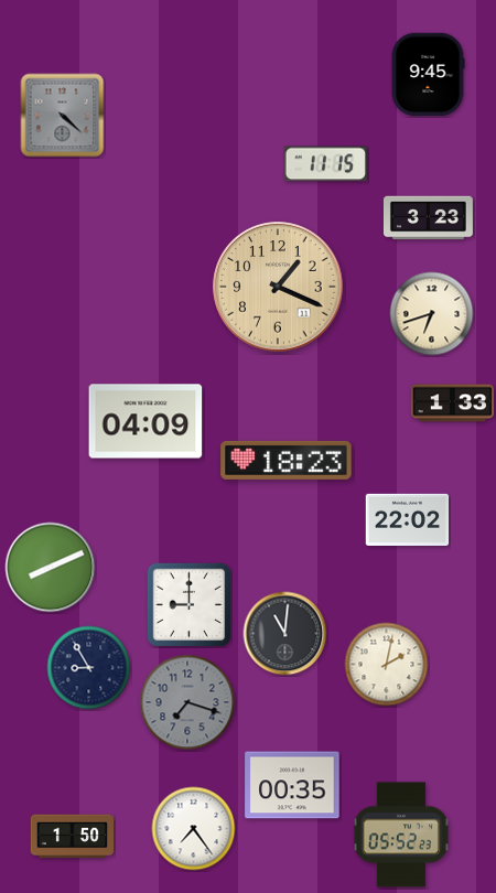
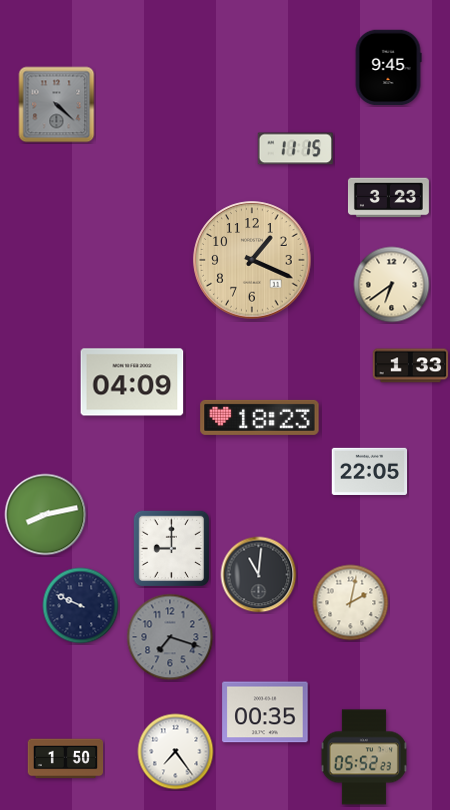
clock at (432, 314): 6:42 -> 6:39
clock at (408, 519): 22:02 -> 22:05
clock at (51, 568): 8:11 -> 8:13
clock at (89, 668): 8:55 -> 9:49
